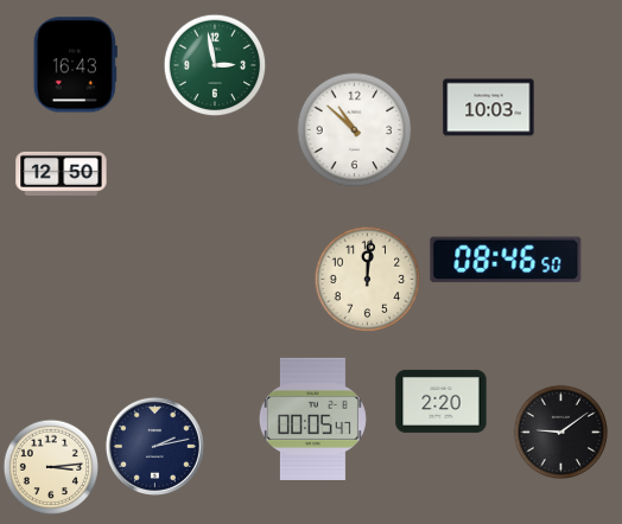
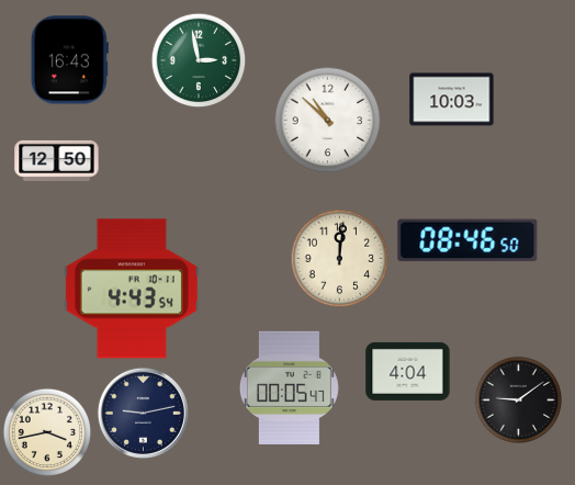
clock at (132, 289): none -> 4:43
clock at (442, 401): 2:20 -> 4:04
clock at (154, 446): 2:13 -> 9:13
clock at (51, 467): 3:14 -> 3:43
